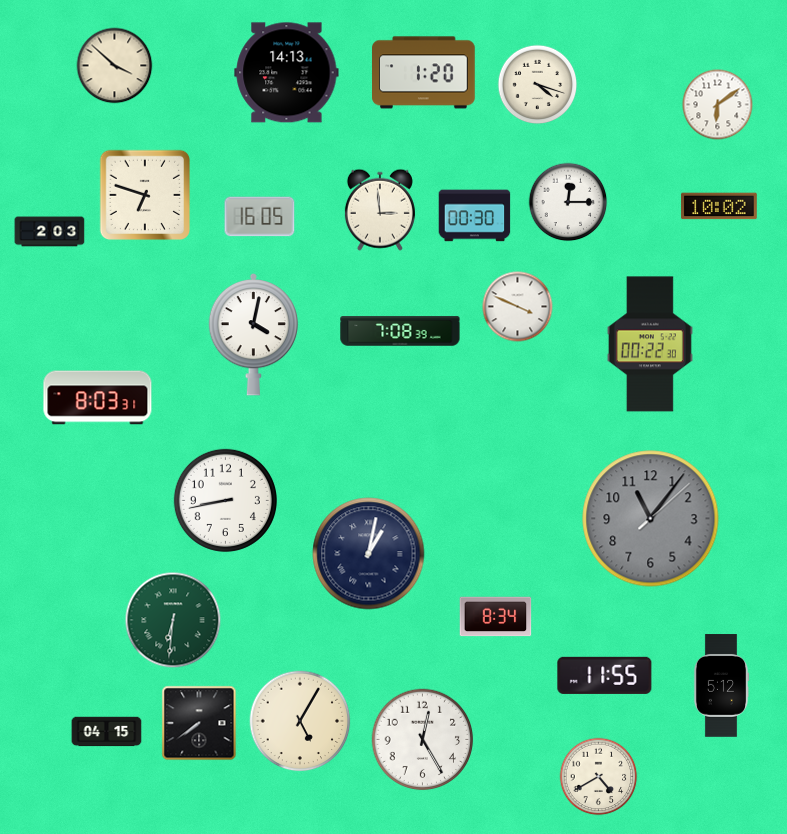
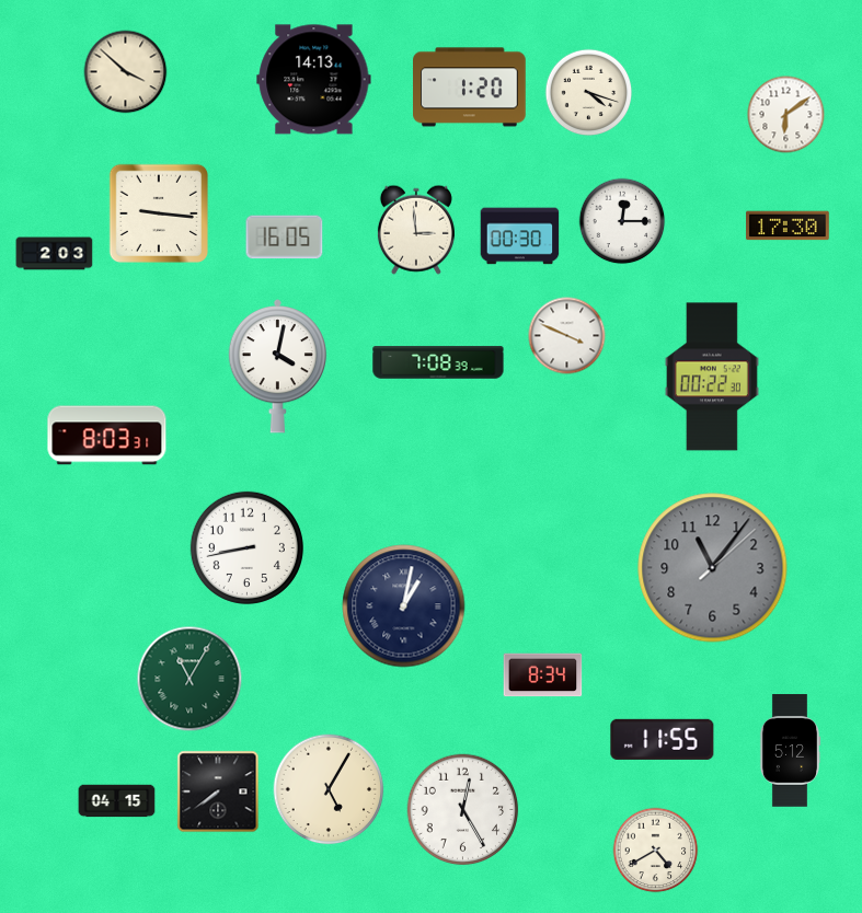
clock at (424, 73) position: (424, 73) -> (470, 88)
clock at (145, 195): 6:48 -> 9:16
clock at (719, 206): 10:02 -> 17:30
clock at (173, 620): 6:31 -> 11:05
